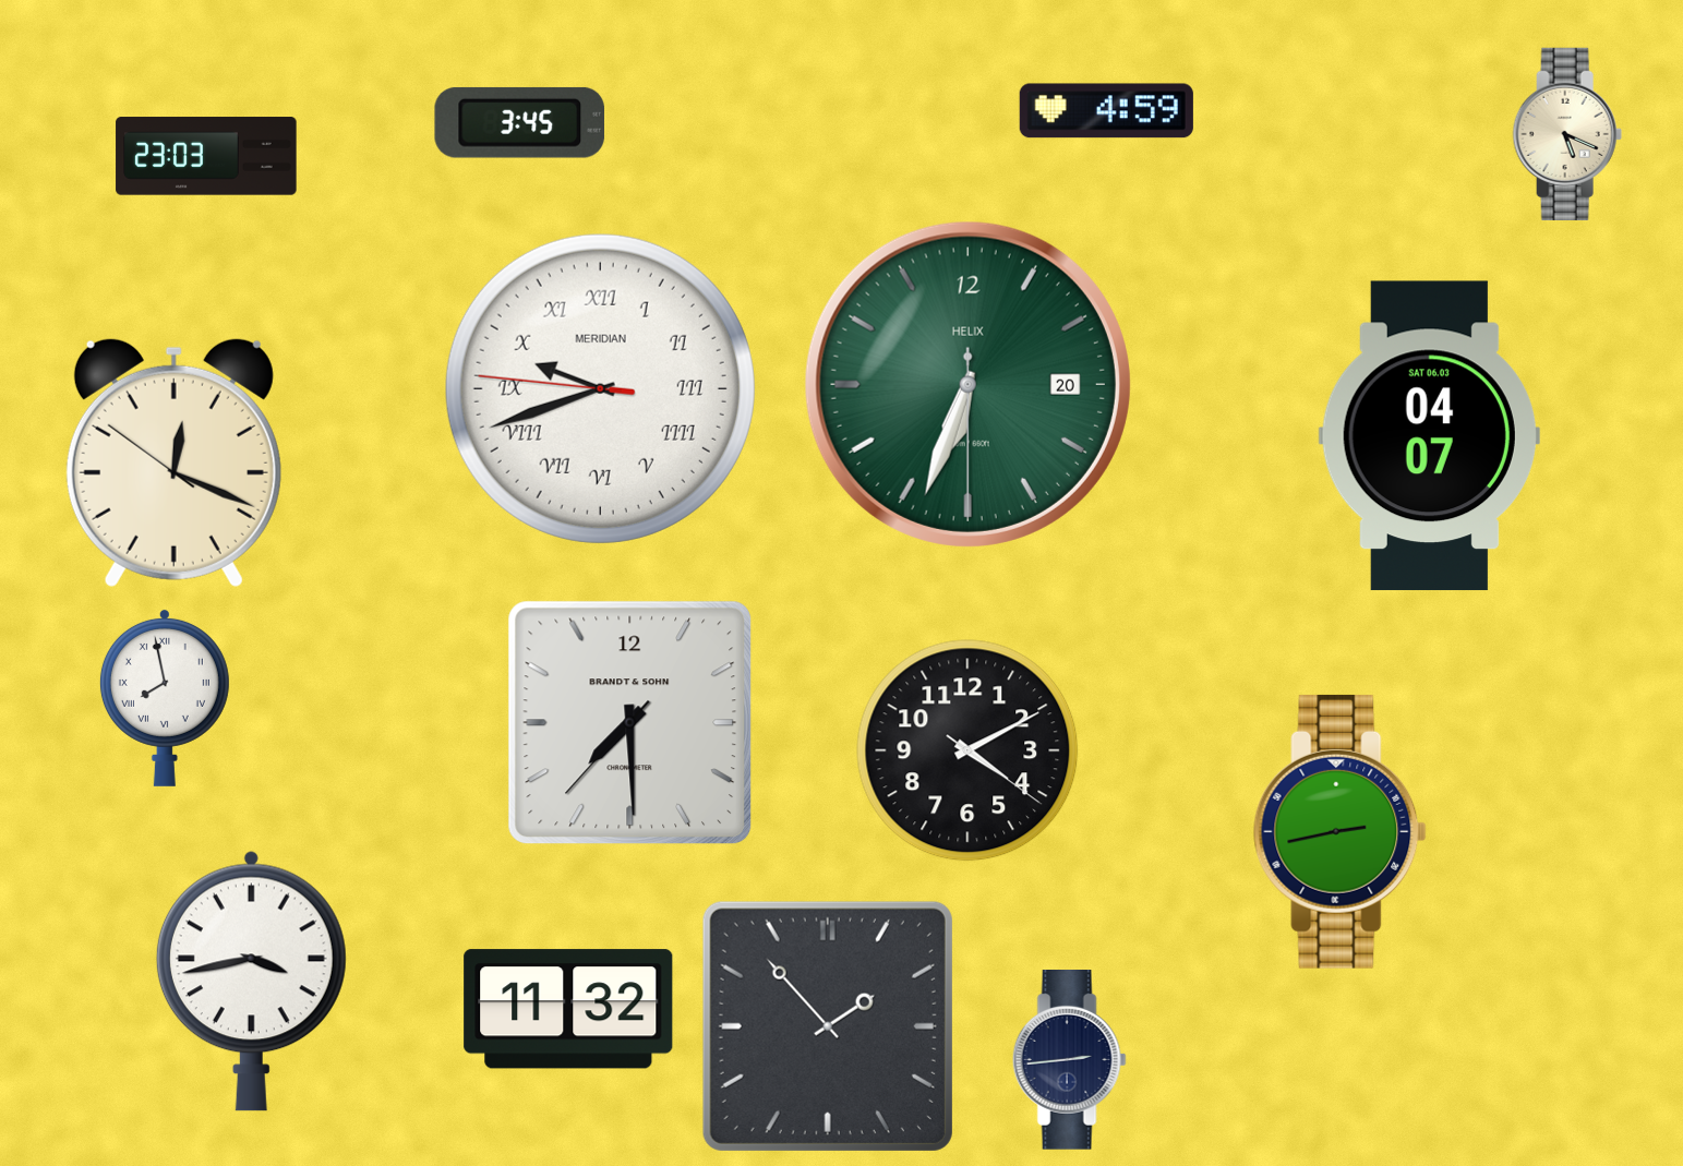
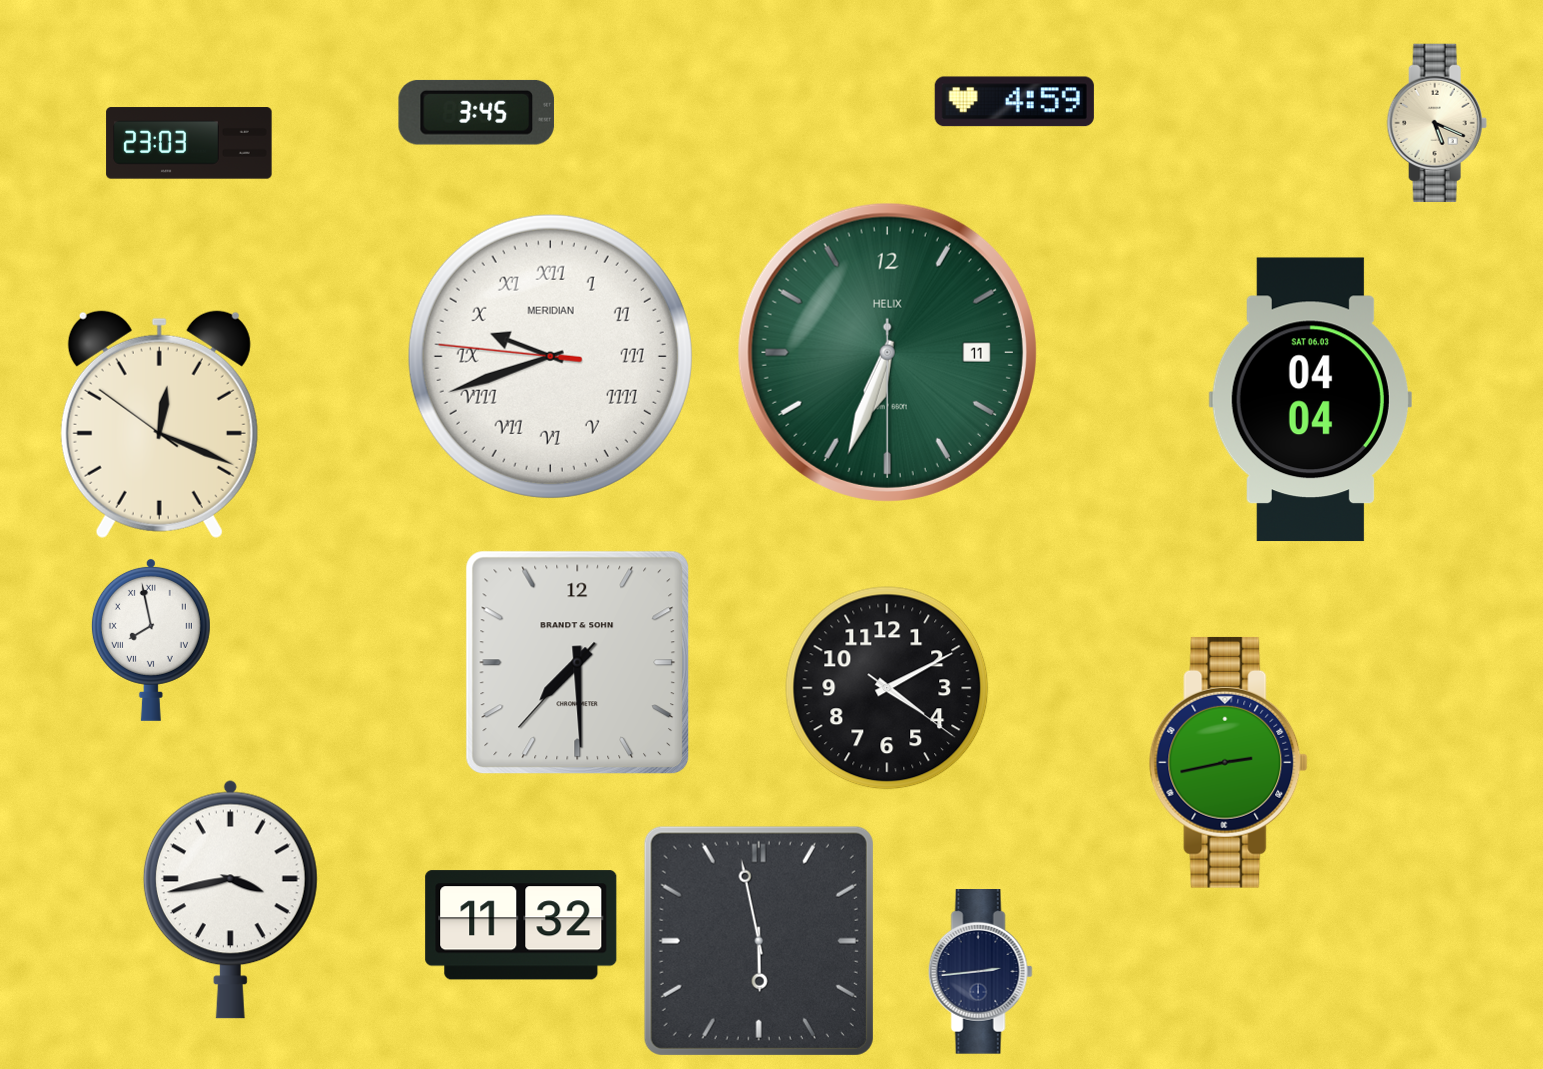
clock at (967, 384) date: 20 -> 11
clock at (1429, 436): 04:07 -> 04:04
clock at (828, 1026): 1:53 -> 5:58
